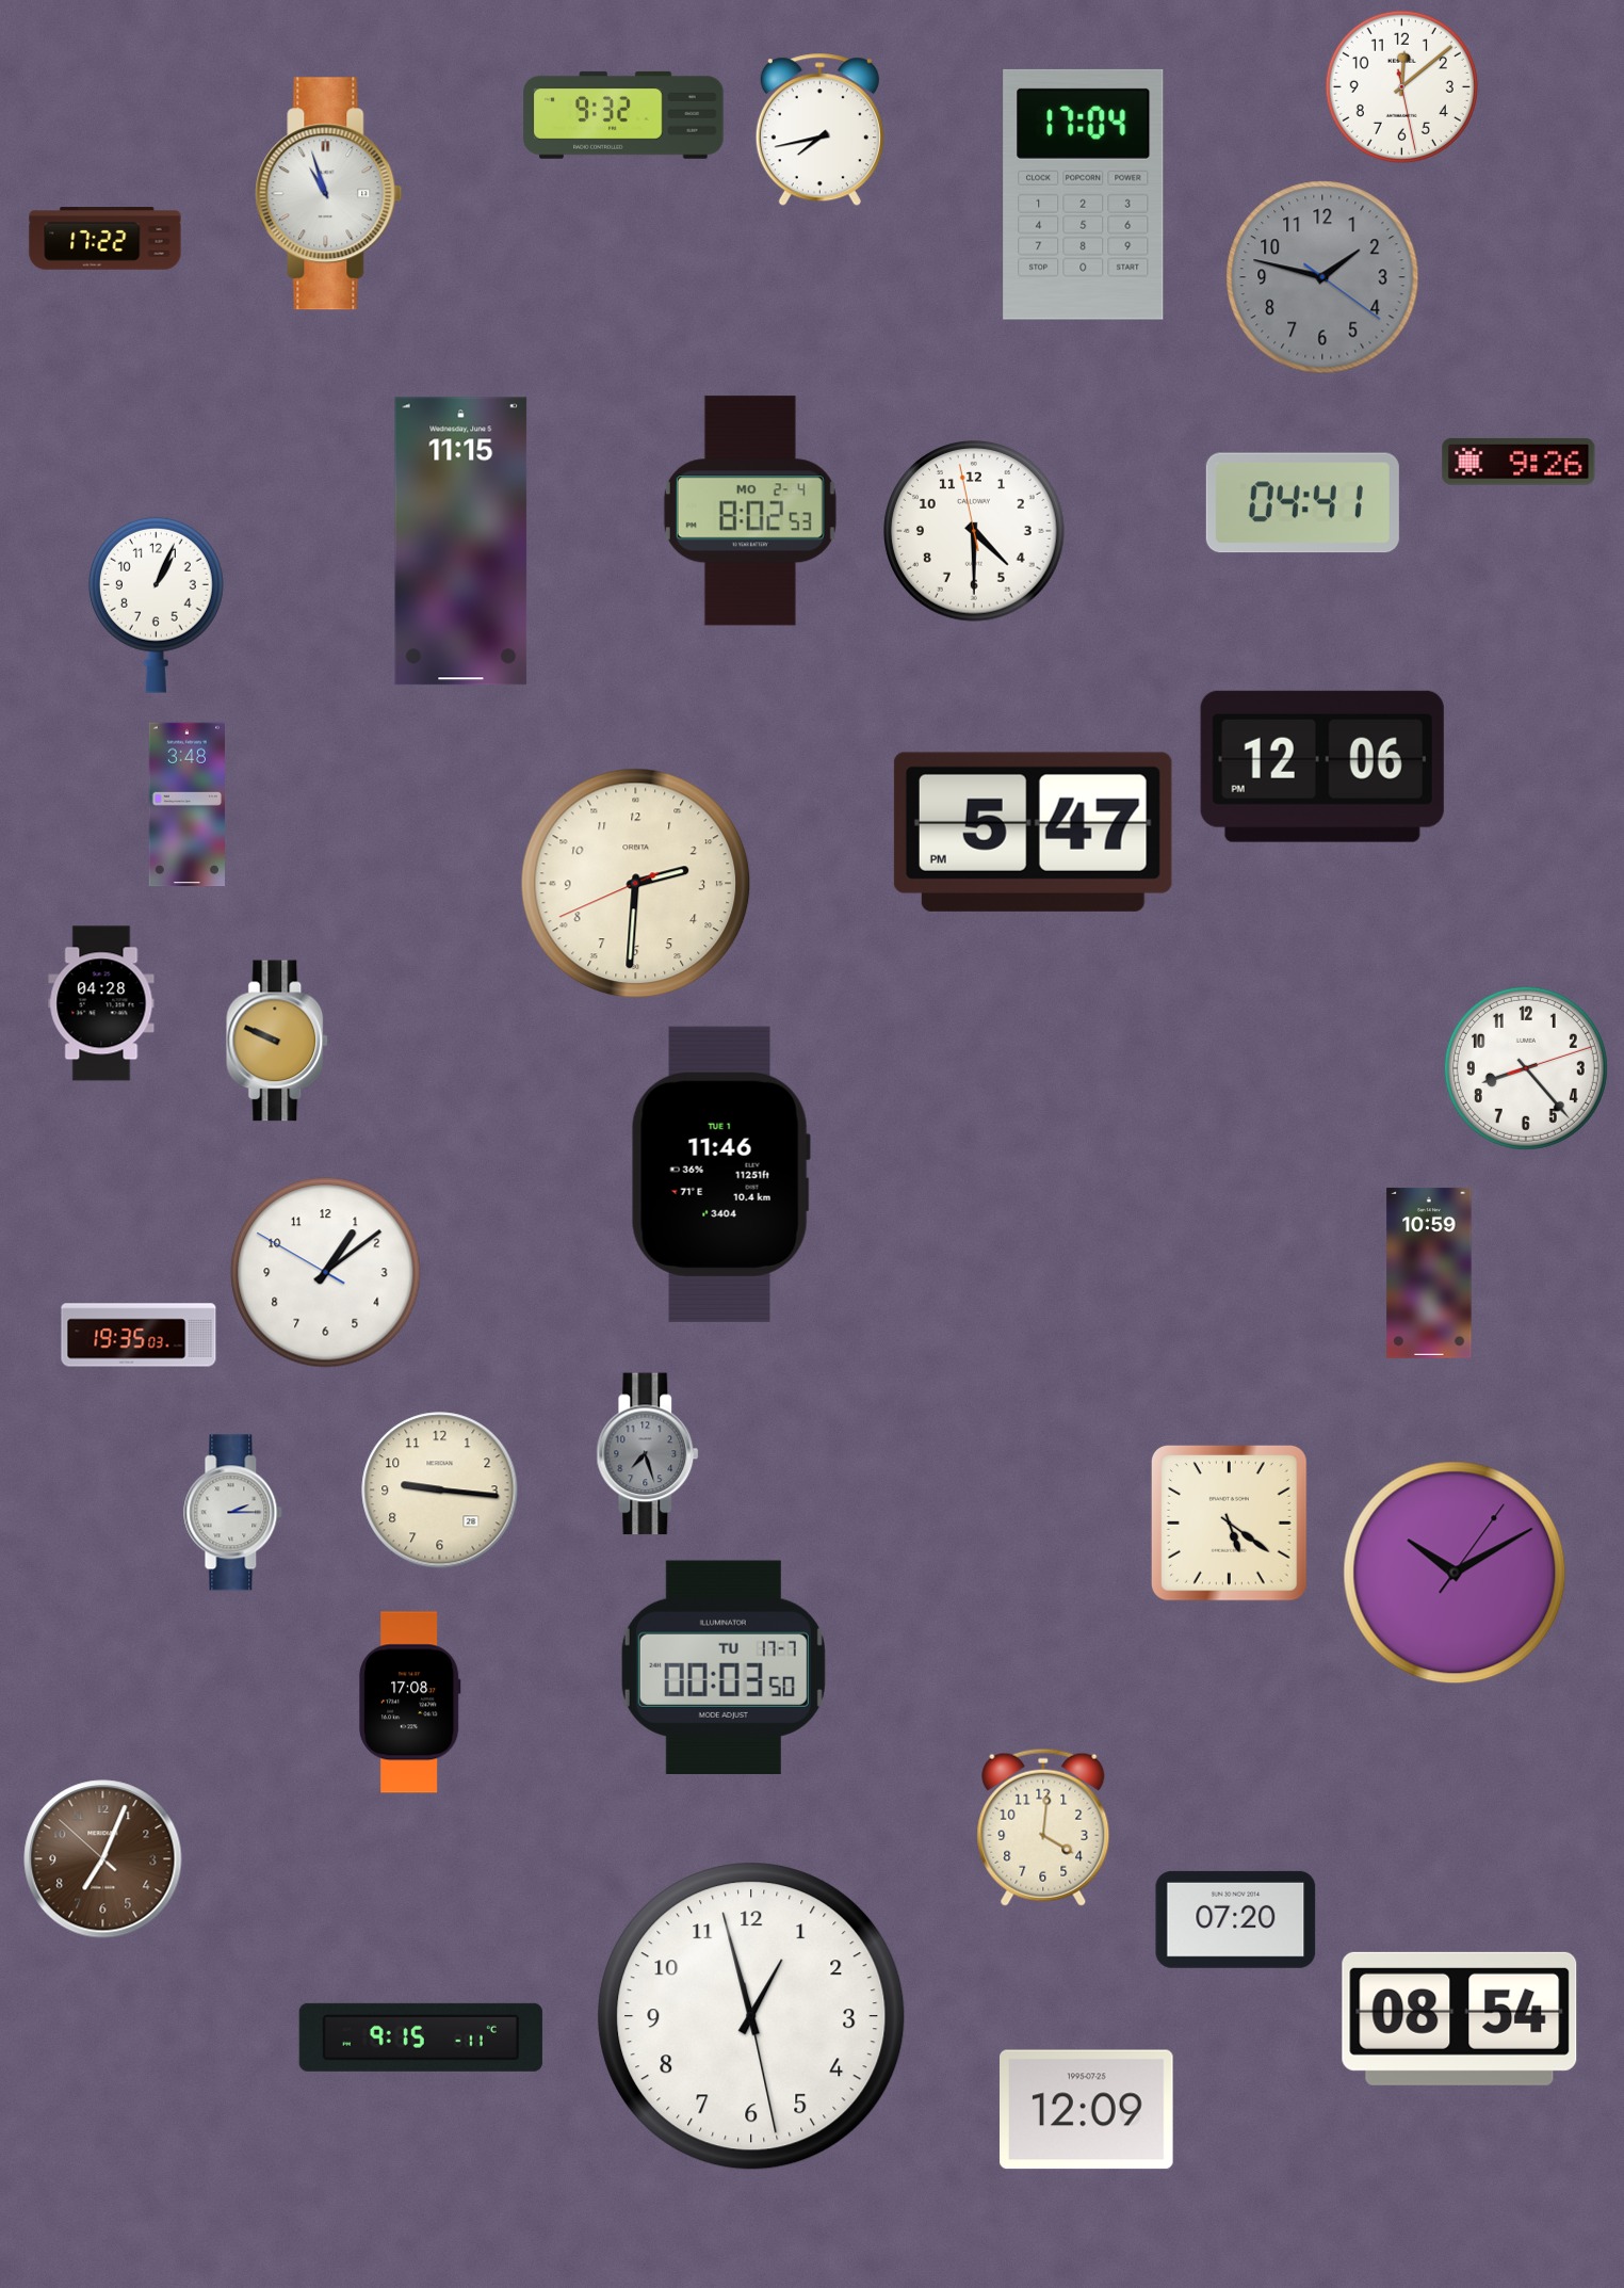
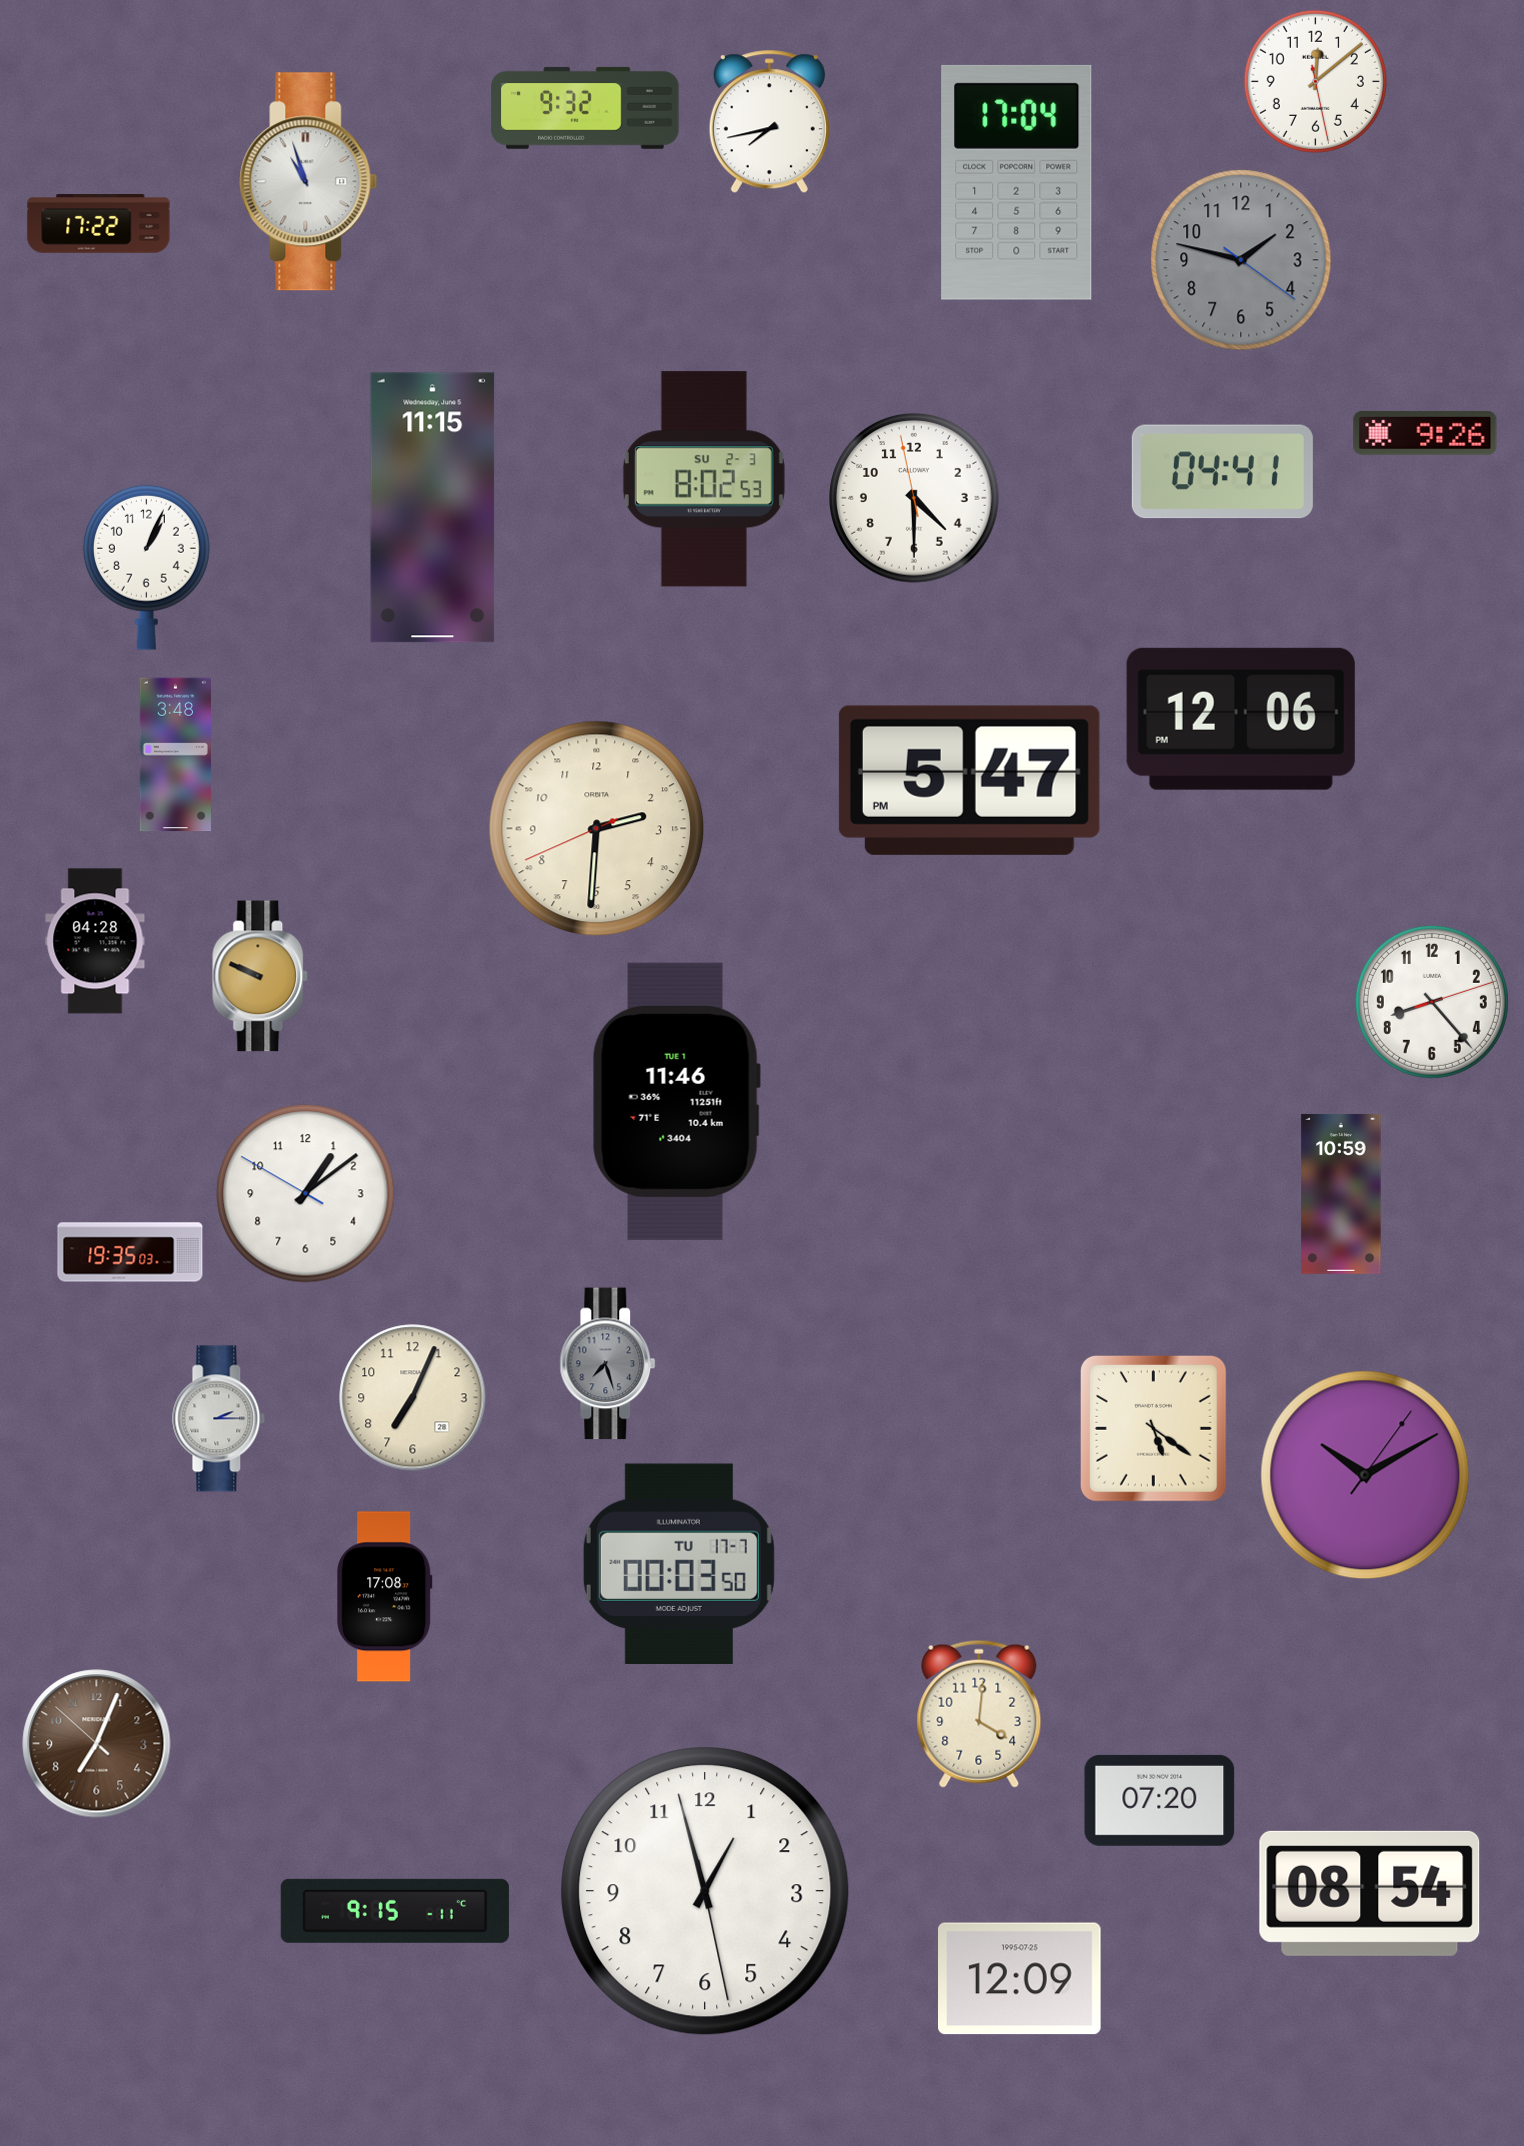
clock at (750, 511) date: MO 2-4 -> SU 2-3
clock at (440, 1491): 9:16 -> 7:04
